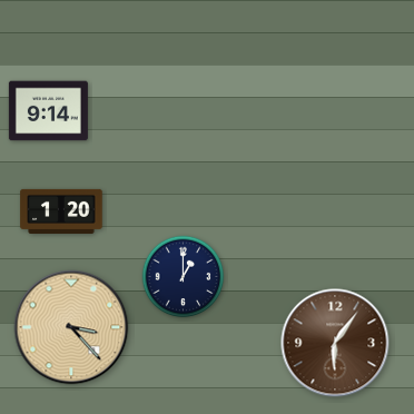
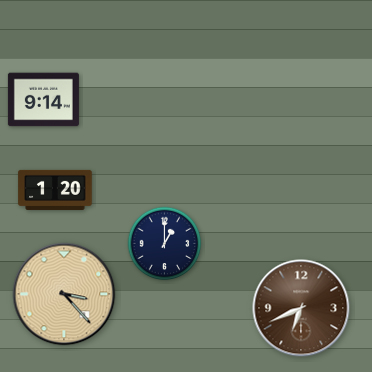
clock at (184, 277) position: (184, 277) -> (165, 244)
clock at (335, 343): 6:06 -> 6:41
